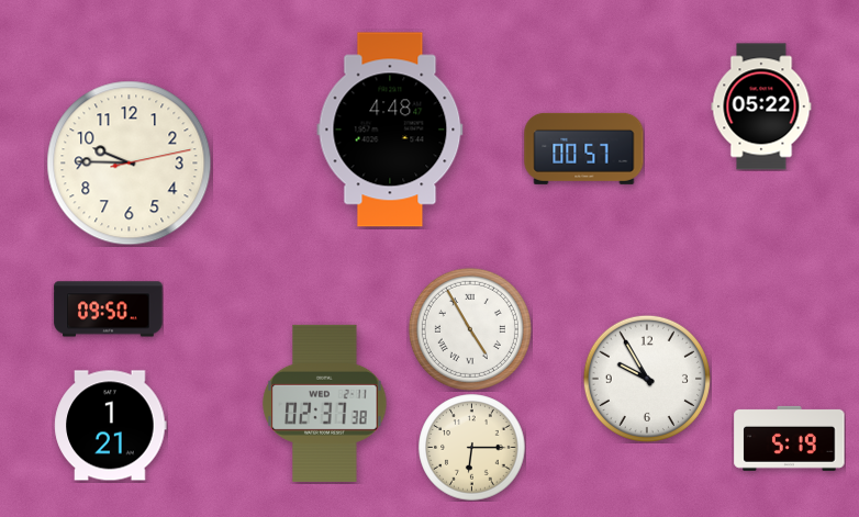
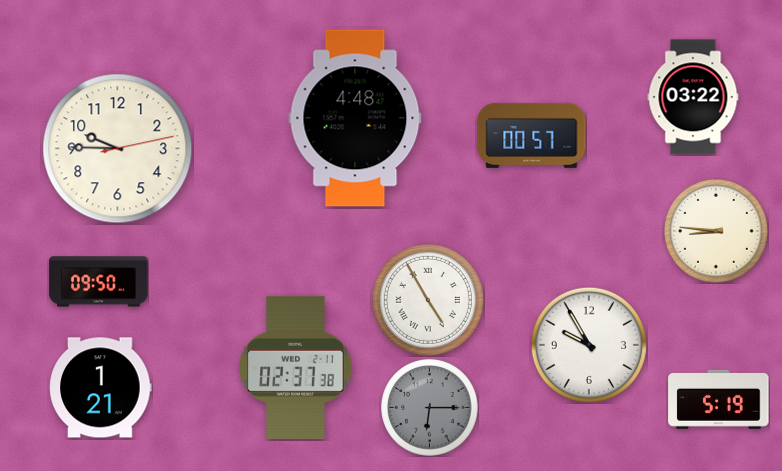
clock at (761, 106): 05:22 -> 03:22
clock at (716, 231): none -> 8:46
clock at (472, 448) dial: cream -> grey
